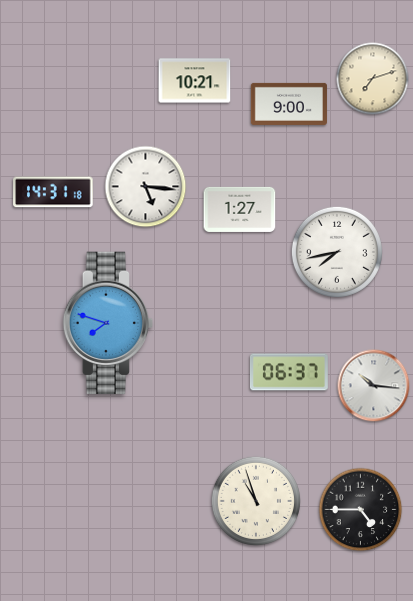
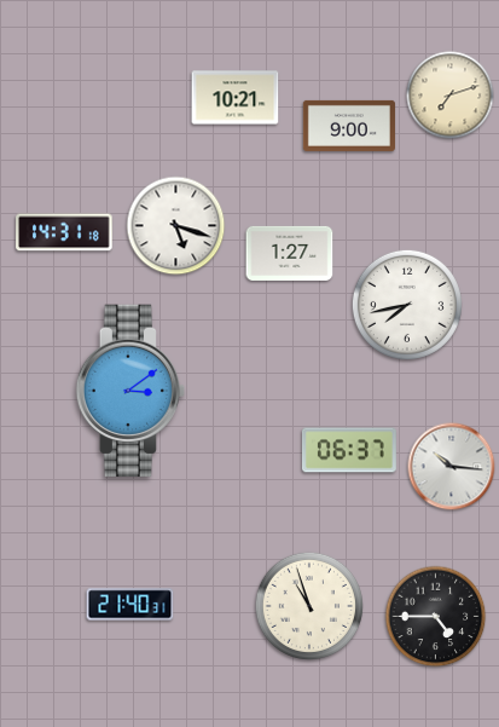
clock at (146, 187): 5:16 -> 5:18
clock at (108, 323): 7:48 -> 3:09
clock at (130, 605): none -> 21:40
